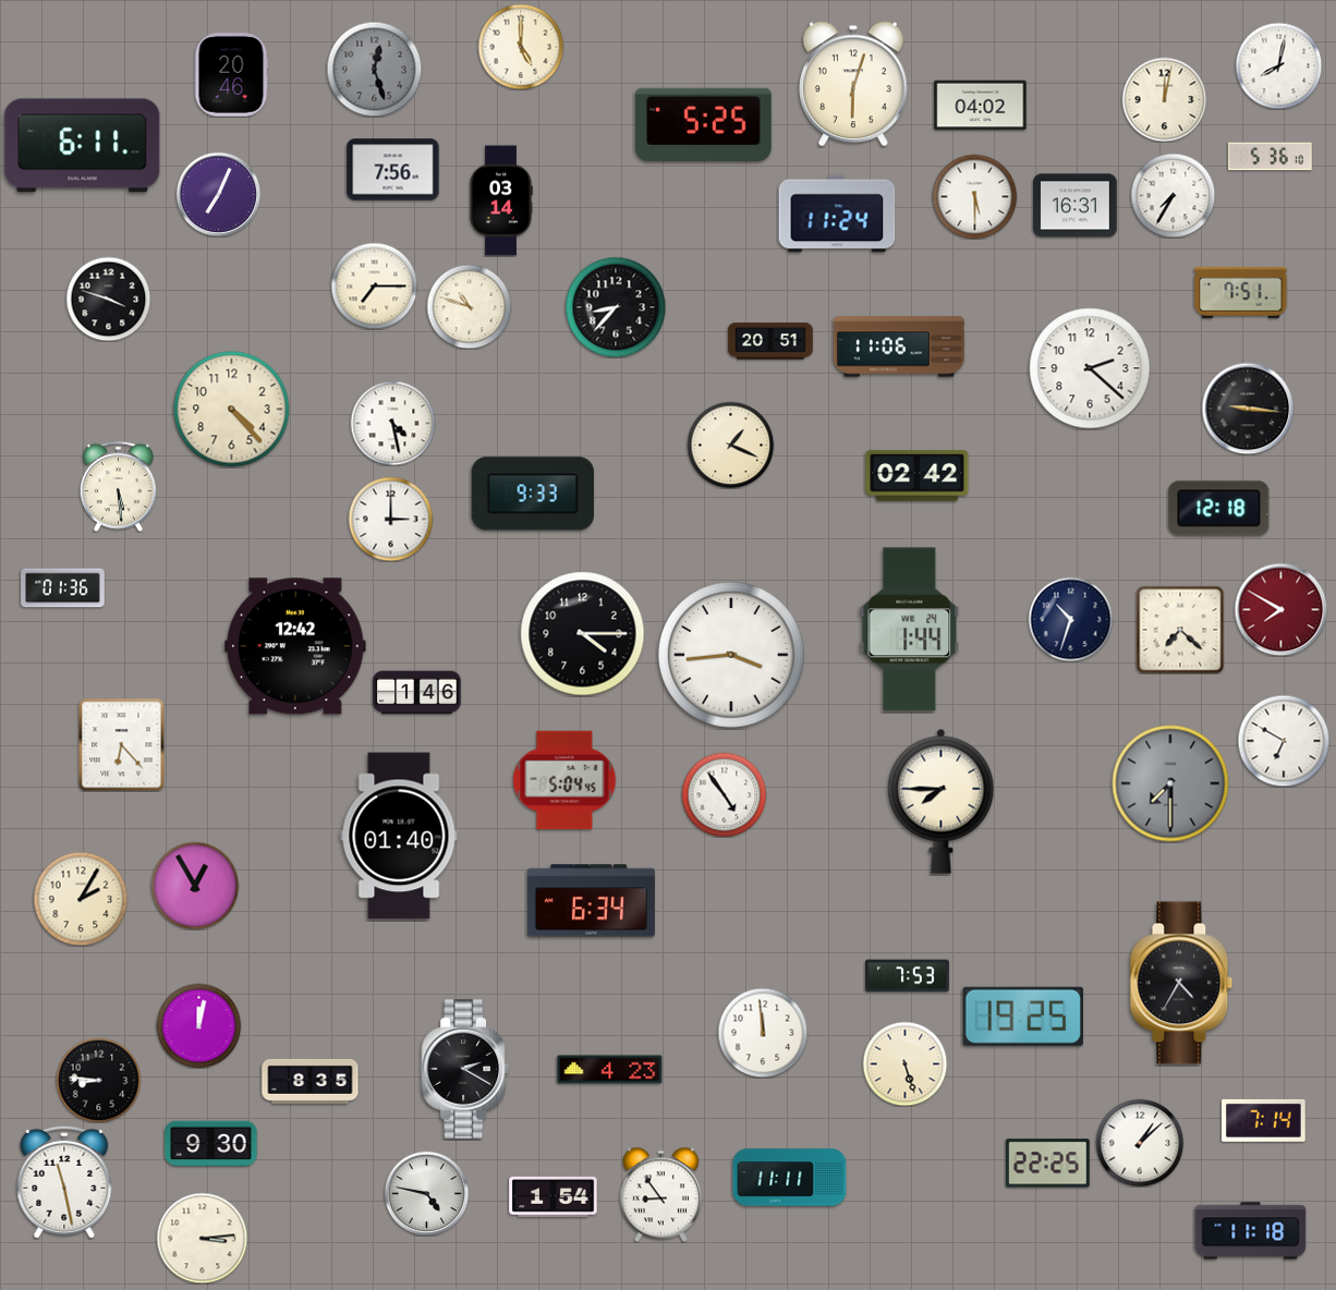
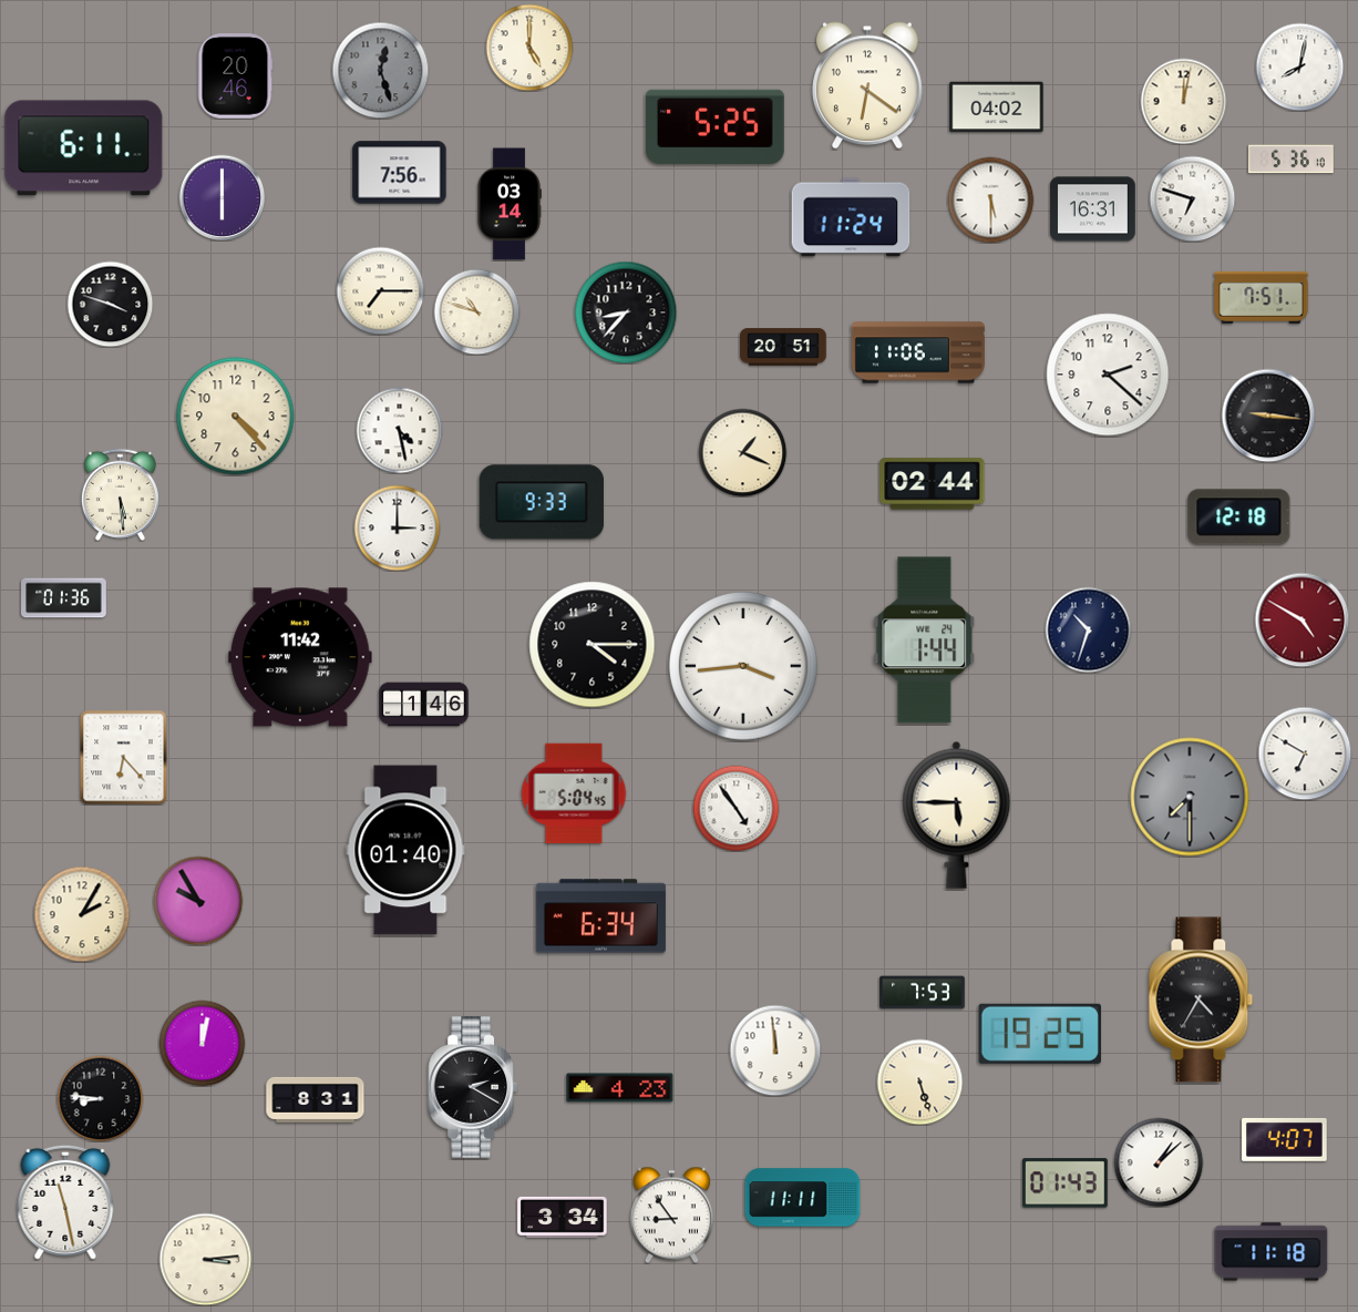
clock at (854, 84): 6:03 -> 6:21
clock at (218, 194): 7:04 -> 6:00
clock at (1173, 195): 7:35 -> 6:48
clock at (899, 346) position: (899, 346) -> (918, 352)
clock at (918, 476): 02:42 -> 02:44
clock at (1280, 609): 7:50 -> 4:50
clock at (1180, 630): 7:22 -> none
clock at (295, 646): 12:42 -> 11:42
clock at (942, 801): 7:45 -> 5:45
clock at (195, 886): 12:55 -> 9:55
clock at (311, 1081): 8:35 -> 8:31
clock at (1264, 1120): 7:14 -> 4:07
clock at (211, 1144): 9:30 -> none
clock at (1047, 1164): 22:25 -> 01:43
clock at (426, 1193): 4:47 -> none
clock at (554, 1196): 1:54 -> 3:34
